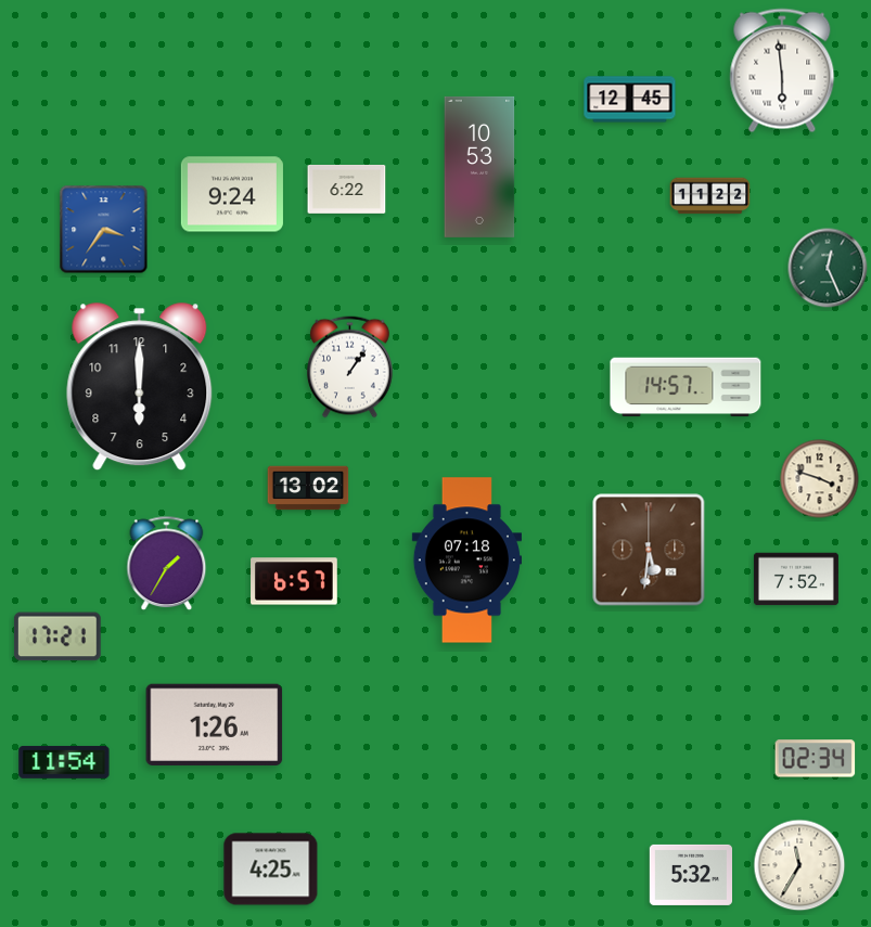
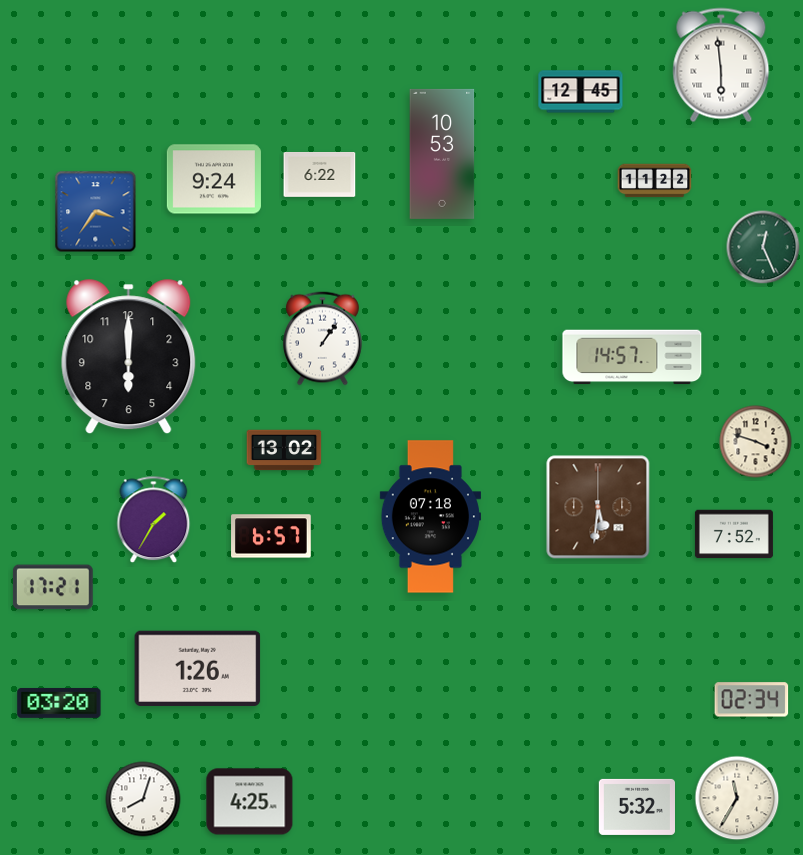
clock at (64, 762): 11:54 -> 03:20
clock at (143, 799): none -> 8:03
